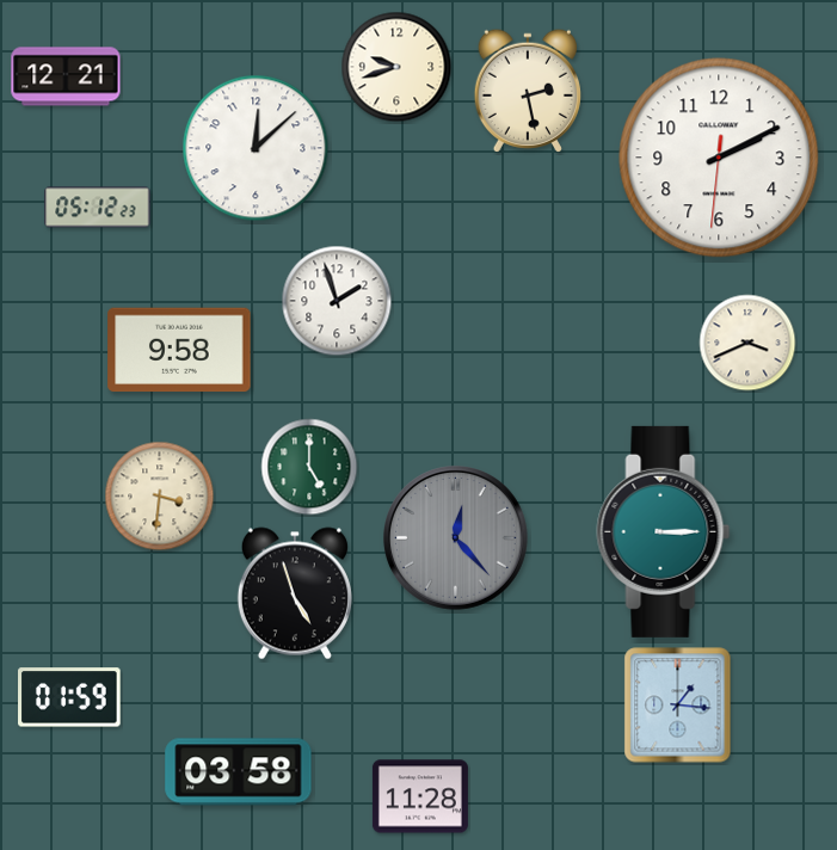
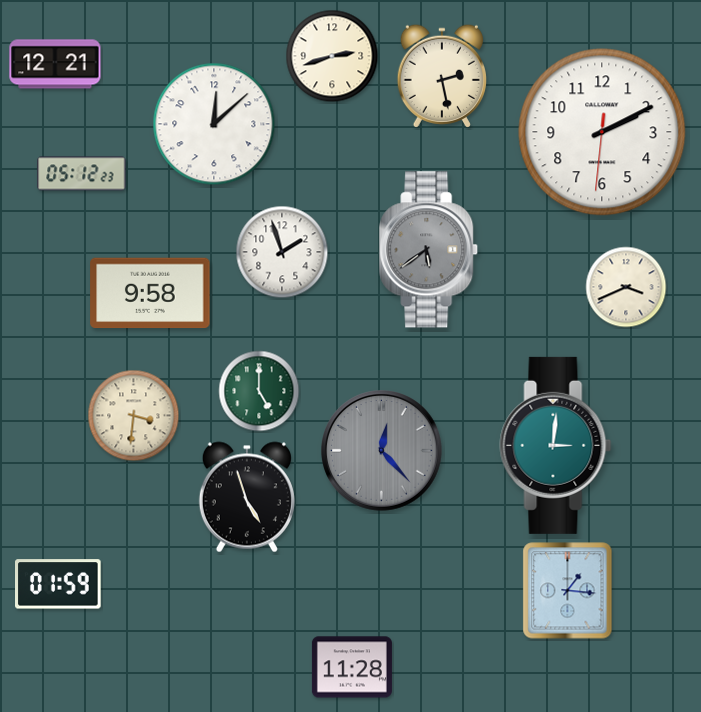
clock at (396, 67): 9:42 -> 2:42
clock at (429, 250): none -> 5:39
clock at (664, 531): 3:15 -> 3:01
clock at (239, 772): 03:58 -> none
